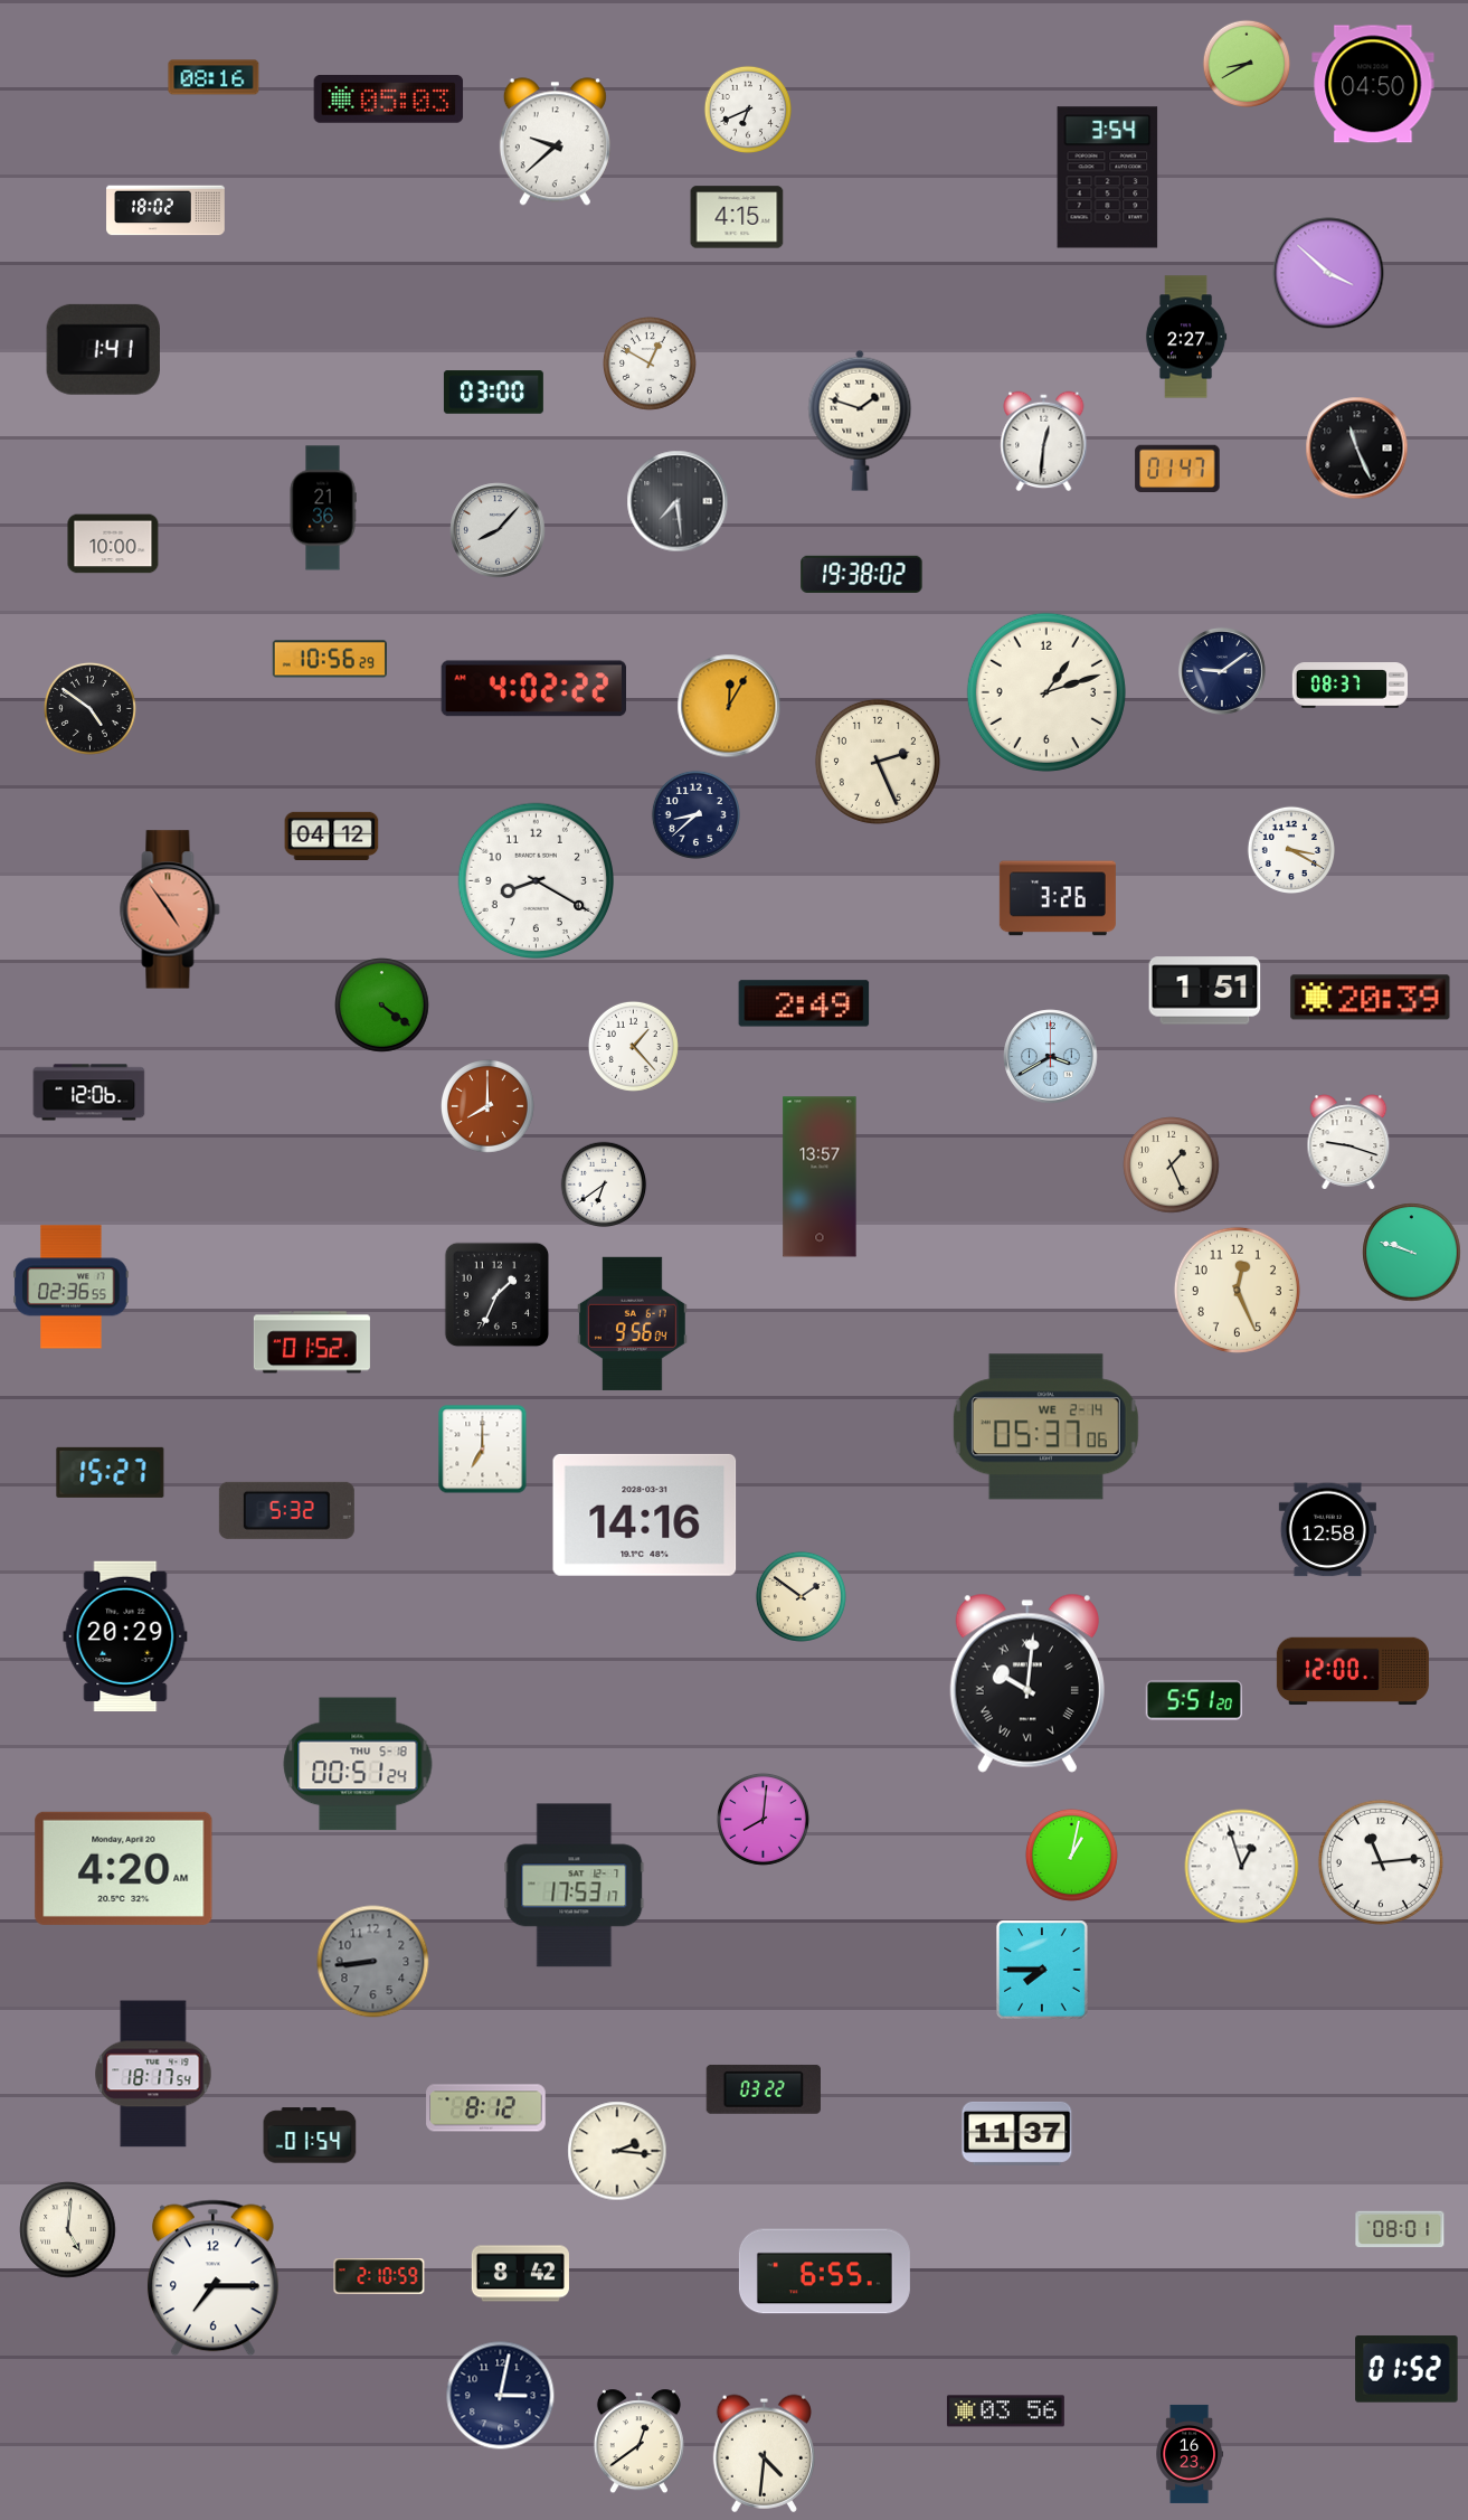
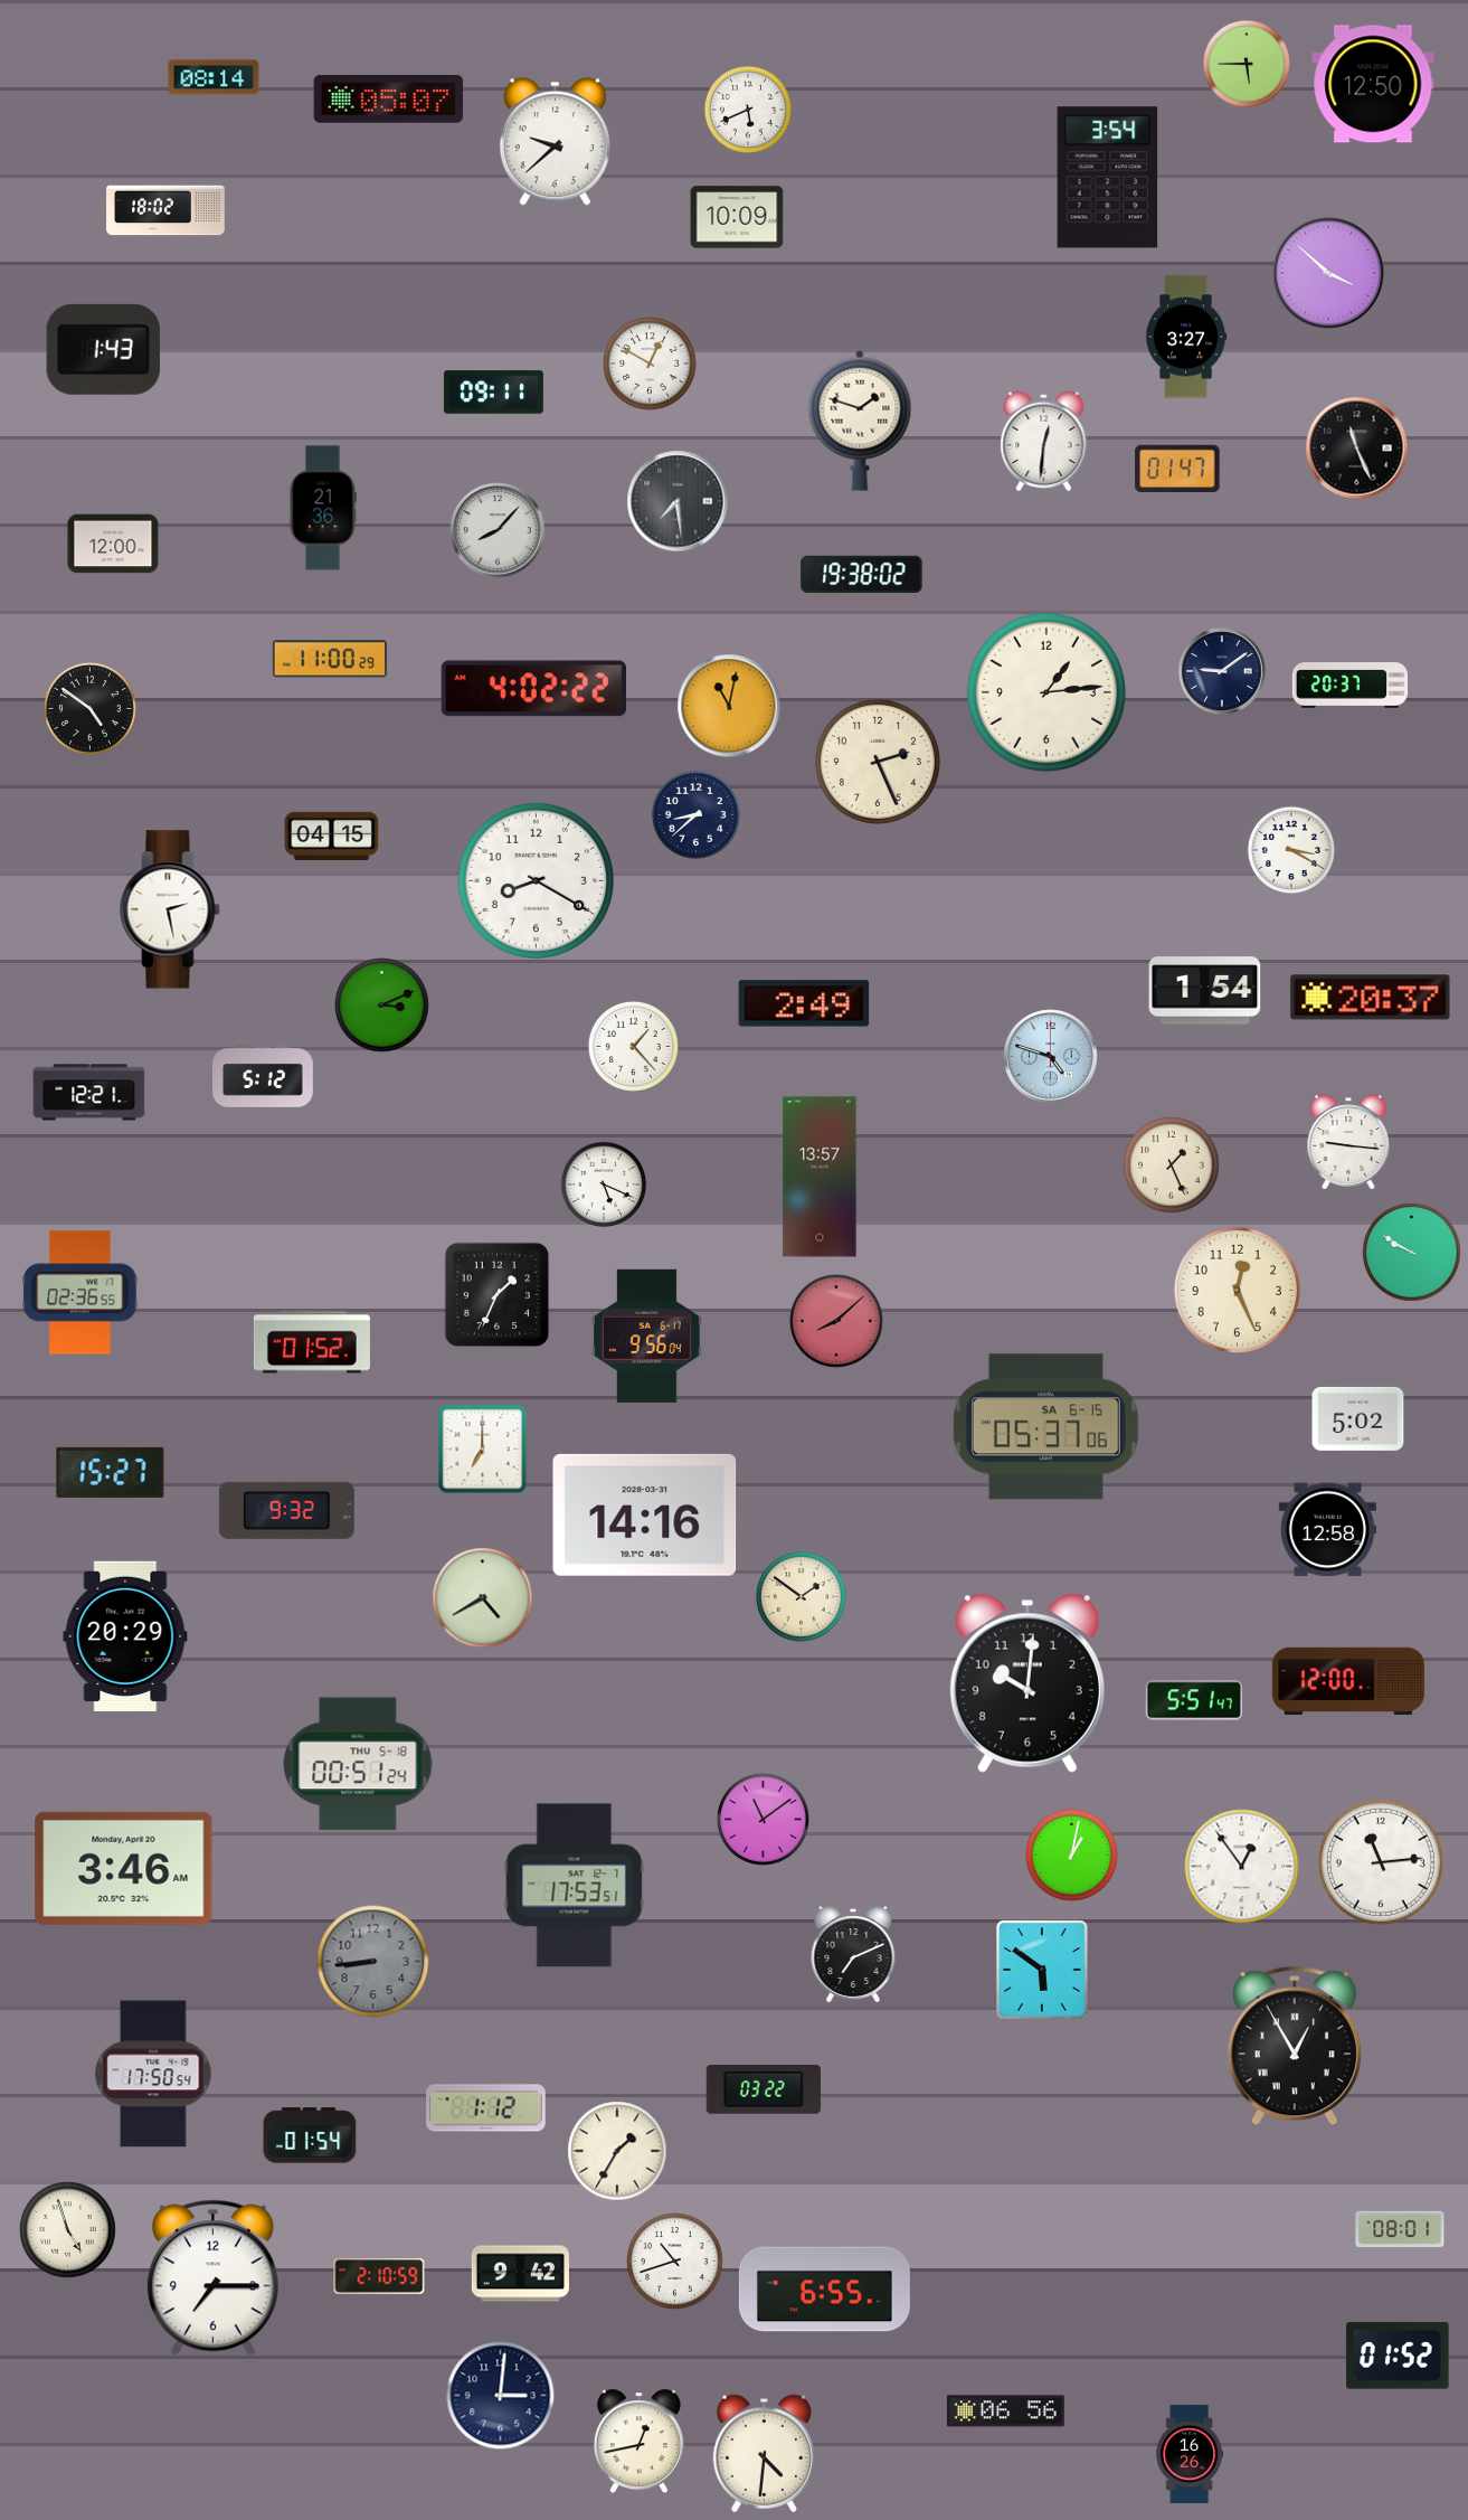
clock at (1246, 63): 8:40 -> 5:45
clock at (214, 77): 08:16 -> 08:14
clock at (1373, 84): 04:50 -> 12:50
clock at (389, 98): 05:03 -> 05:07
clock at (747, 108): 6:41 -> 5:41
clock at (737, 217): 4:15 -> 10:09
clock at (1186, 337): 2:27 -> 3:27
clock at (103, 349): 1:41 -> 1:43
clock at (493, 393): 03:00 -> 09:11
clock at (113, 544): 10:00 -> 12:00
clock at (330, 659): 10:56 -> 11:00
clock at (1349, 686): 08:37 -> 20:37
clock at (1046, 692): 1:12 -> 1:14
clock at (729, 706): 12:05 -> 11:02
clock at (332, 836): 04:12 -> 04:15
clock at (1058, 898): 3:26 -> none
clock at (170, 909): 4:54 -> 2:28
clock at (170, 909) dial: salmon -> white
clock at (1205, 991): 1:51 -> 1:54
clock at (1371, 998): 20:39 -> 20:37
clock at (382, 1006): 4:21 -> 3:11
clock at (1051, 1057): 3:40 -> 4:48
clock at (264, 1077): none -> 5:12
clock at (89, 1093): 12:06 -> 12:21
clock at (489, 1107): 8:00 -> none
clock at (1348, 1142): 9:18 -> 9:16
clock at (604, 1185): 6:39 -> 5:19
clock at (1412, 1253): 9:48 -> 9:50
clock at (72, 1287) position: (72, 1287) -> (80, 1293)
clock at (837, 1322): none -> 8:08
clock at (632, 1323) position: (632, 1323) -> (646, 1335)
clock at (1358, 1418): none -> 5:02
clock at (1045, 1427) date: WE 2-14 -> SA 6-15
clock at (286, 1510): 5:32 -> 9:32
clock at (483, 1598): none -> 4:40
clock at (1353, 1671) position: (1353, 1671) -> (1348, 1681)
clock at (1027, 1683) numerals: Roman -> Arabic
clock at (1194, 1700): 5:51:20 -> 5:51:47
clock at (763, 1819): 8:01 -> 11:09
clock at (1242, 1867): 12:57 -> 12:54
clock at (124, 1868): 4:20 -> 3:46
clock at (575, 1886): 17:53:17 -> 17:53:51
clock at (853, 1955): none -> 7:11
clock at (1042, 1970): 7:45 -> 5:51
clock at (1295, 2046): none -> 12:55
clock at (153, 2074): 18:17 -> 17:50
clock at (486, 2108): 8:12 -> 1:12
clock at (1017, 2133): 11:37 -> none
clock at (617, 2151): 2:16 -> 1:35
clock at (68, 2230): 5:01 -> 4:57
clock at (675, 2262): none -> 10:42
clock at (824, 2272) position: (824, 2272) -> (824, 2290)
clock at (520, 2274): 8:42 -> 9:42
clock at (1407, 2369) position: (1407, 2369) -> (1398, 2356)
clock at (501, 2396): 3:02 -> 3:01
clock at (1005, 2412): 03:56 -> 06:56
clock at (638, 2442): 12:39 -> 12:43
clock at (1190, 2454): 16:23 -> 16:26
